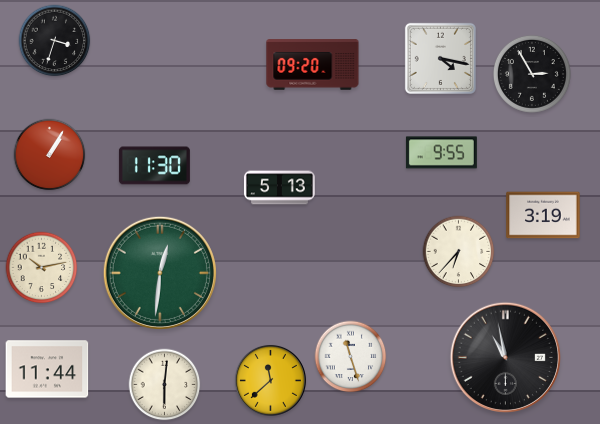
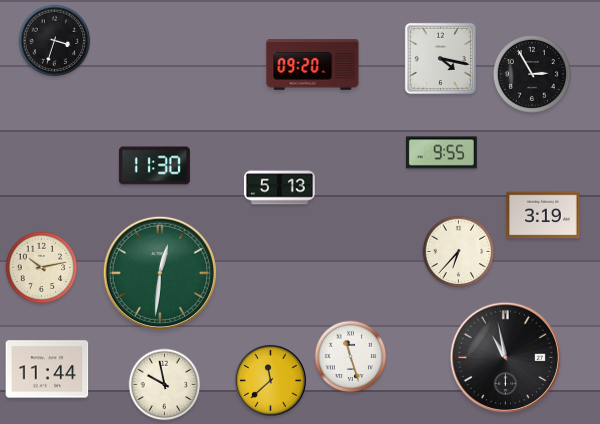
clock at (50, 155): 1:05 -> none
clock at (165, 385): 6:01 -> 9:58
